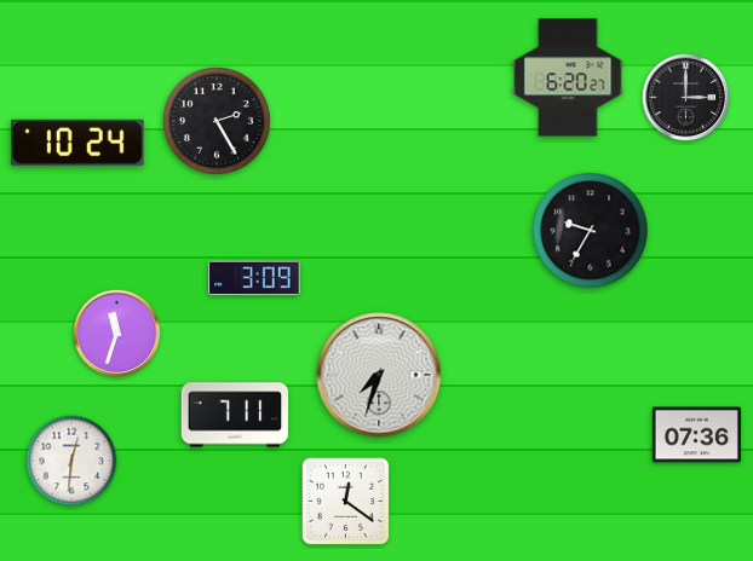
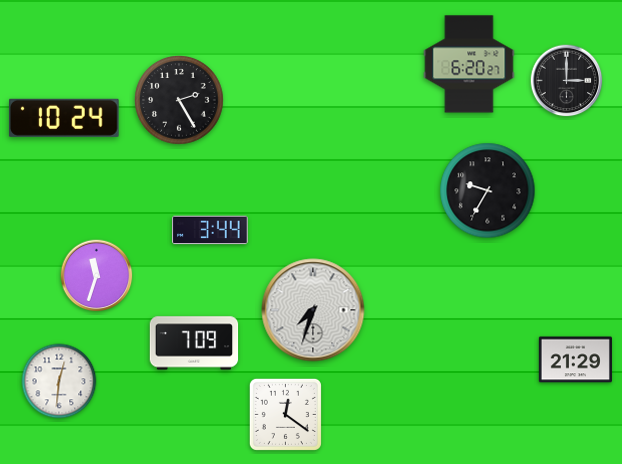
clock at (255, 278): 3:09 -> 3:44
clock at (235, 415): 7:11 -> 7:09
clock at (696, 435): 07:36 -> 21:29
